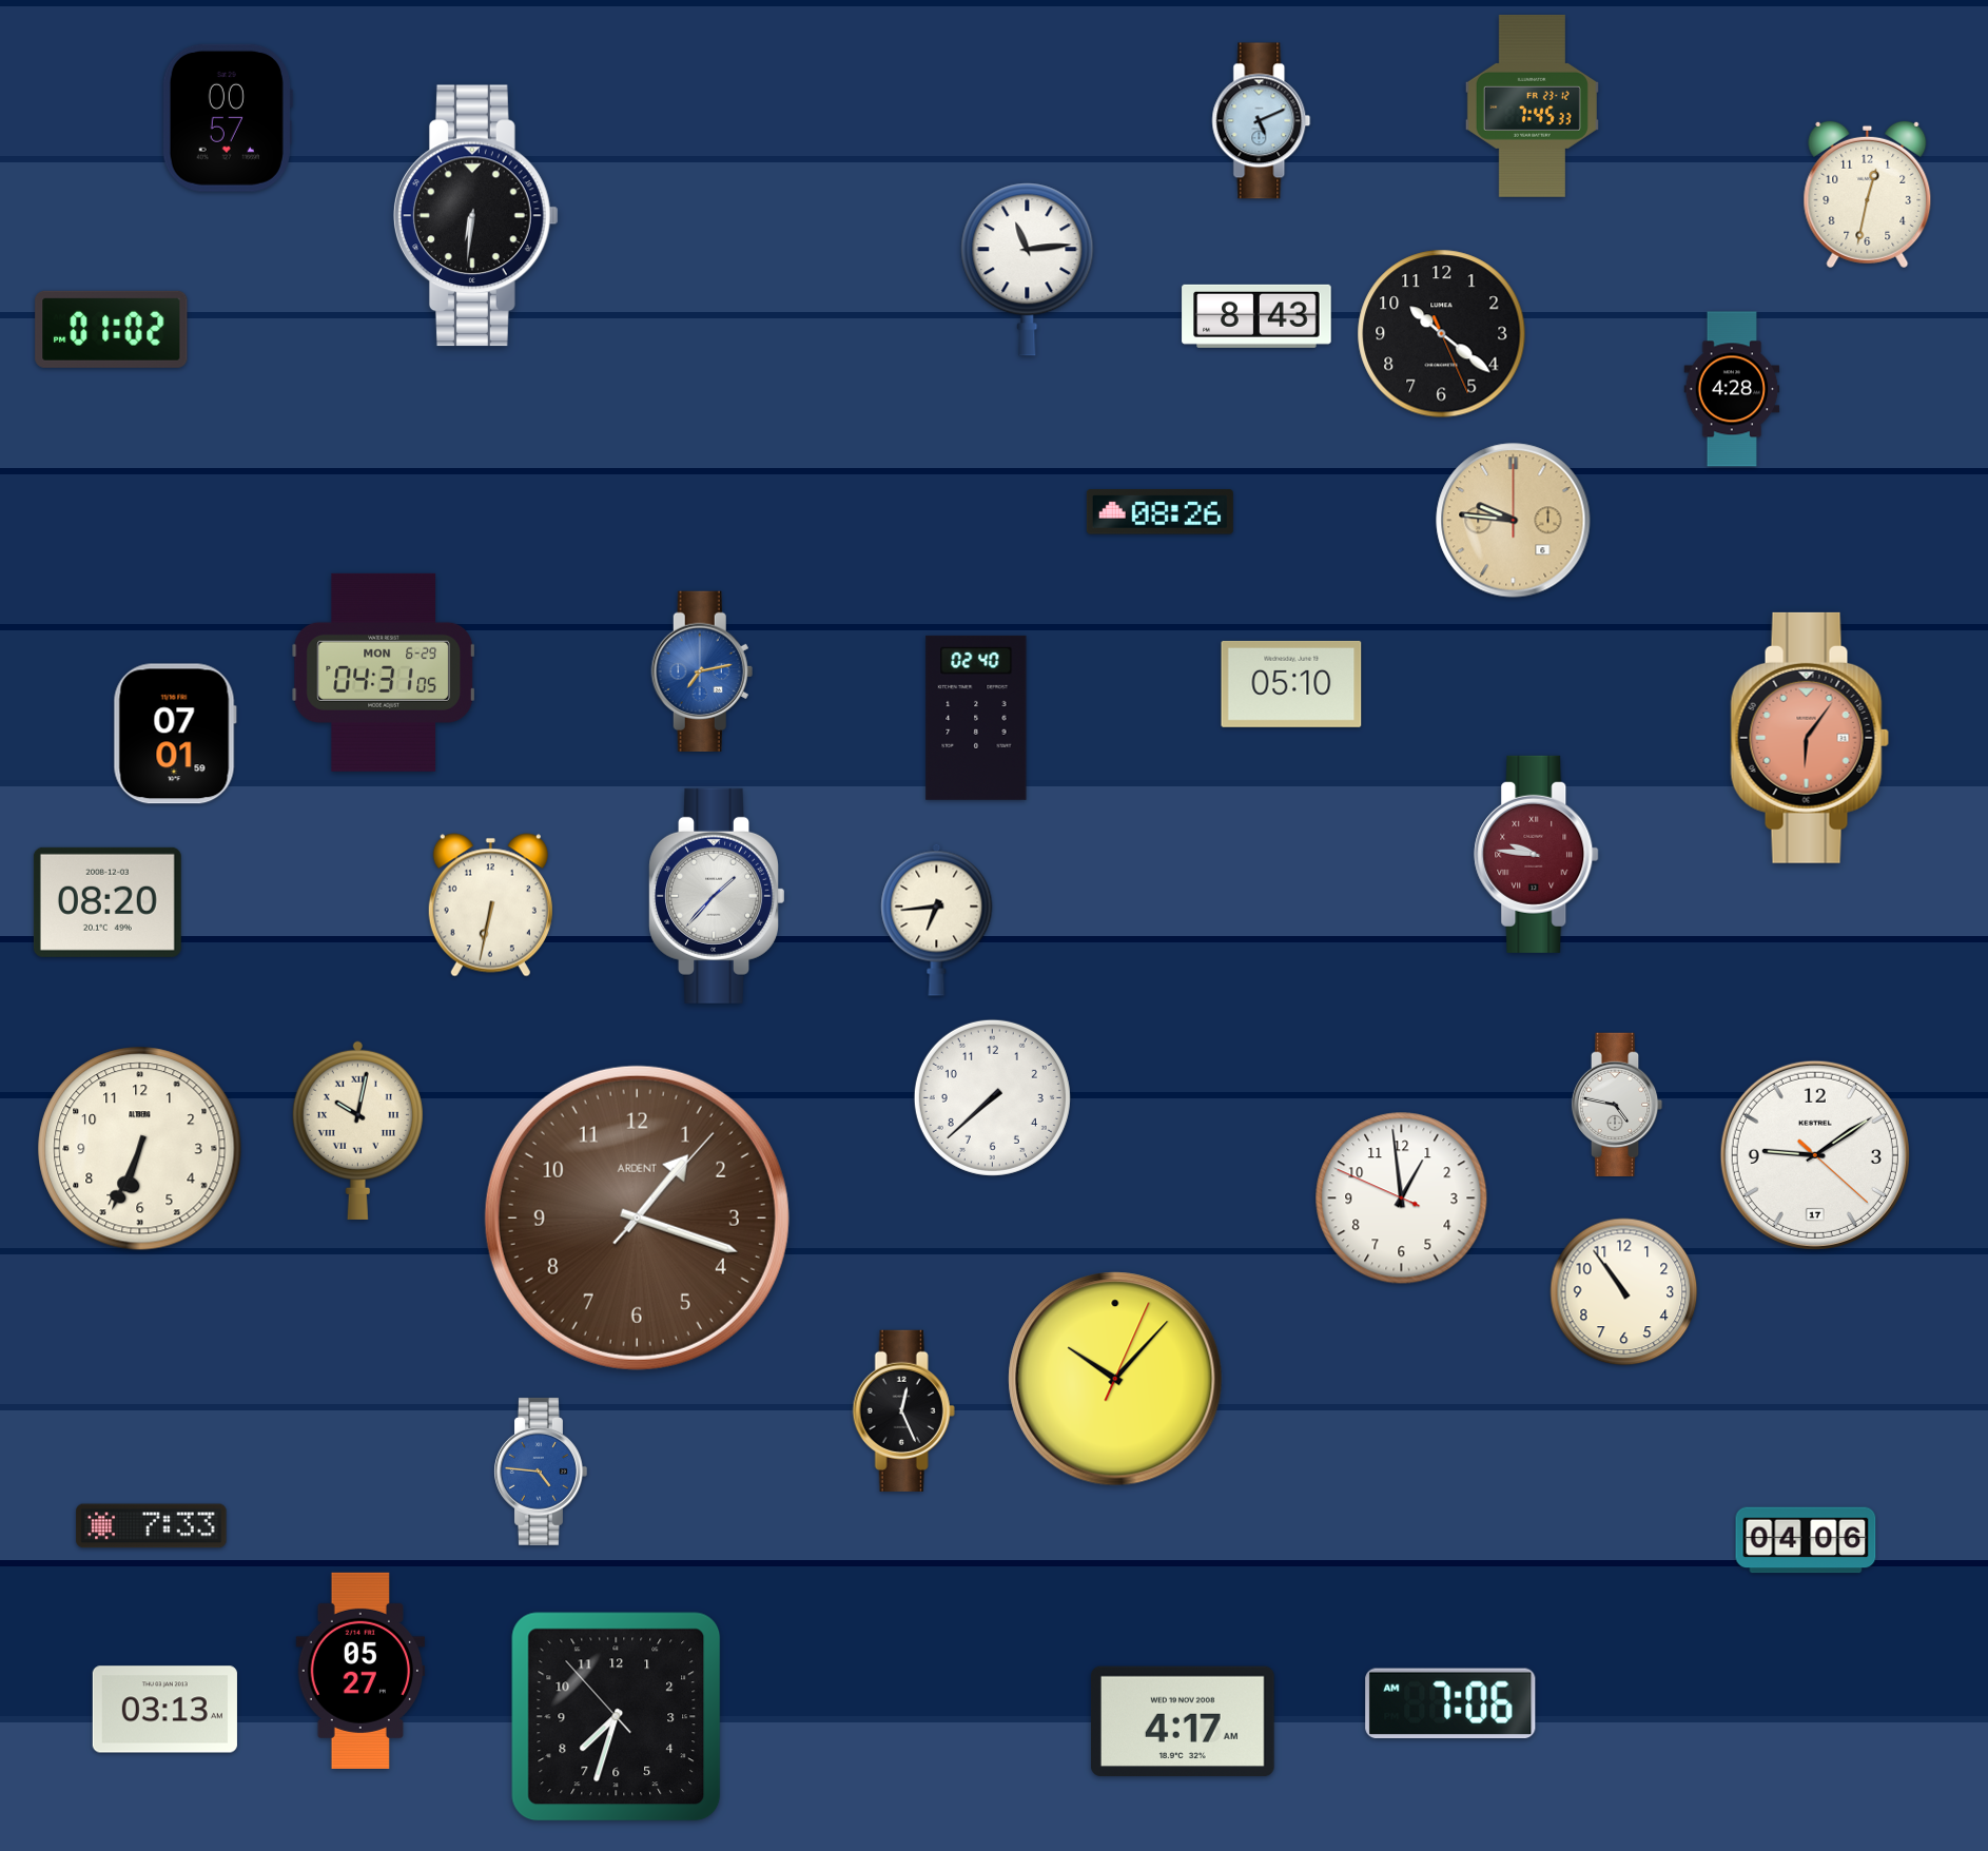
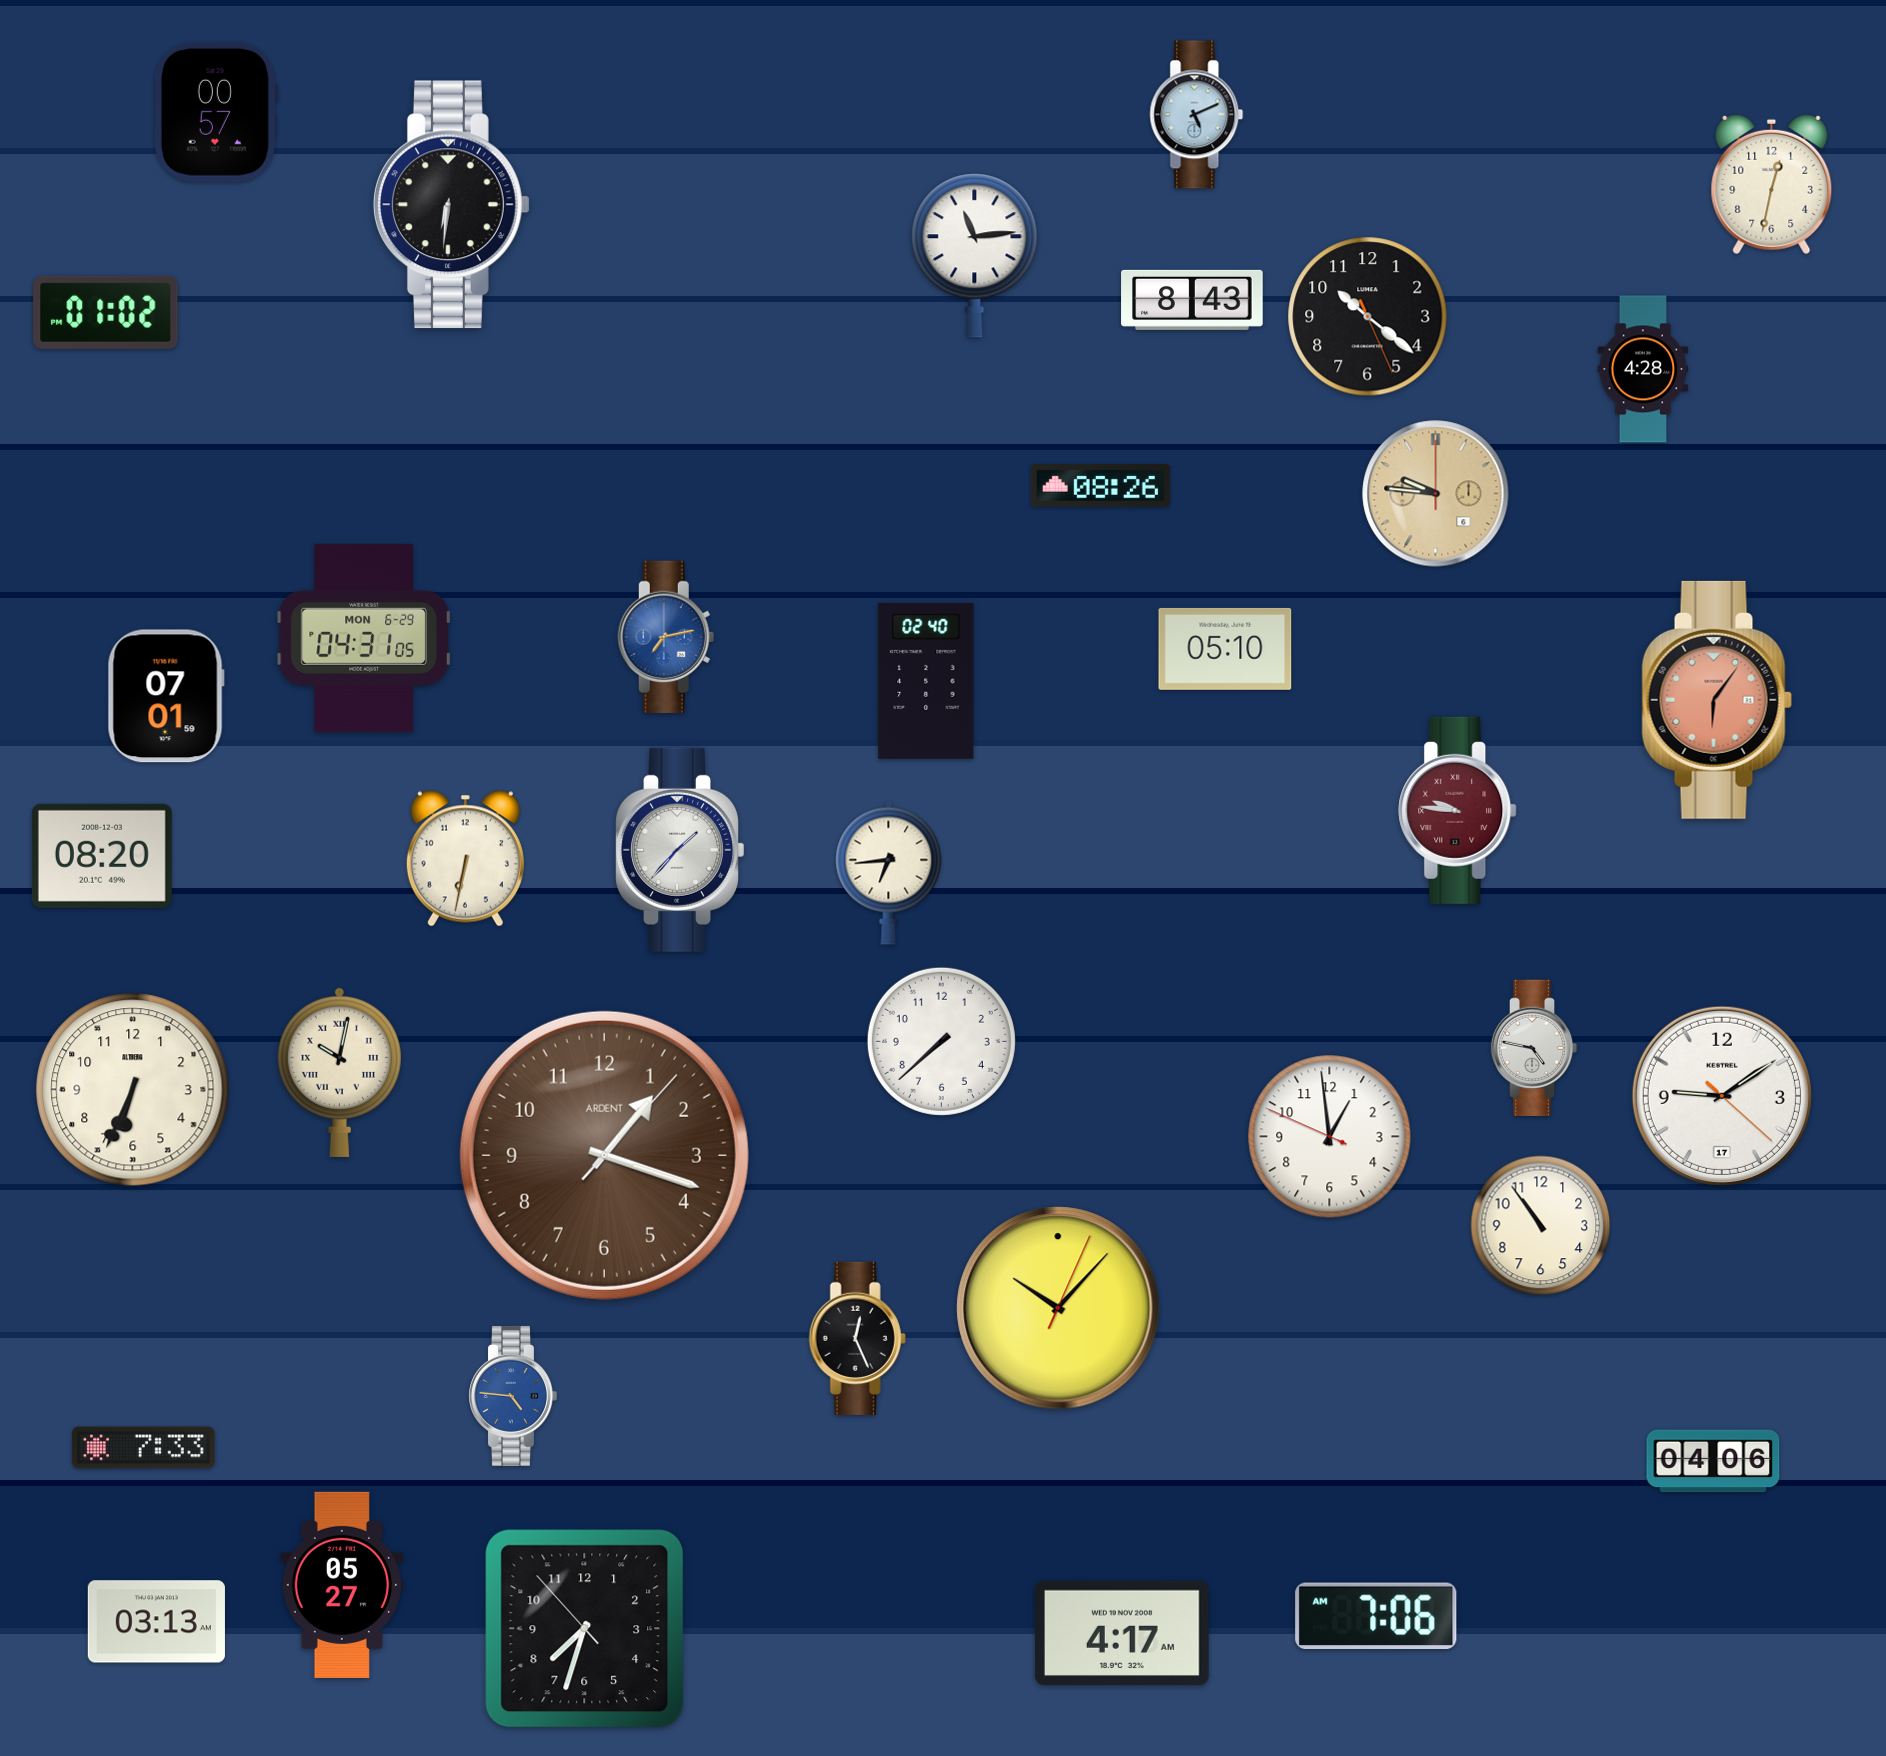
clock at (1532, 105): 7:45 -> none
